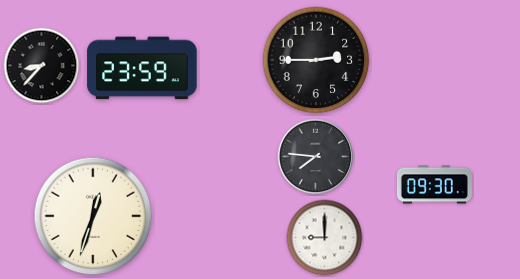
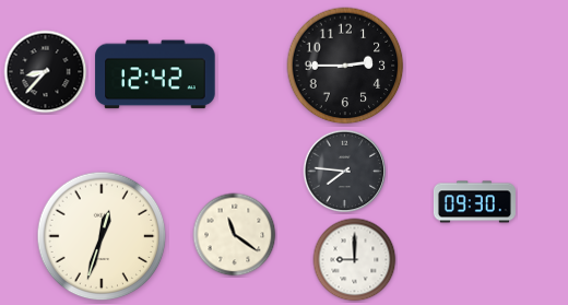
clock at (142, 68): 23:59 -> 12:42
clock at (235, 235): none -> 11:21
